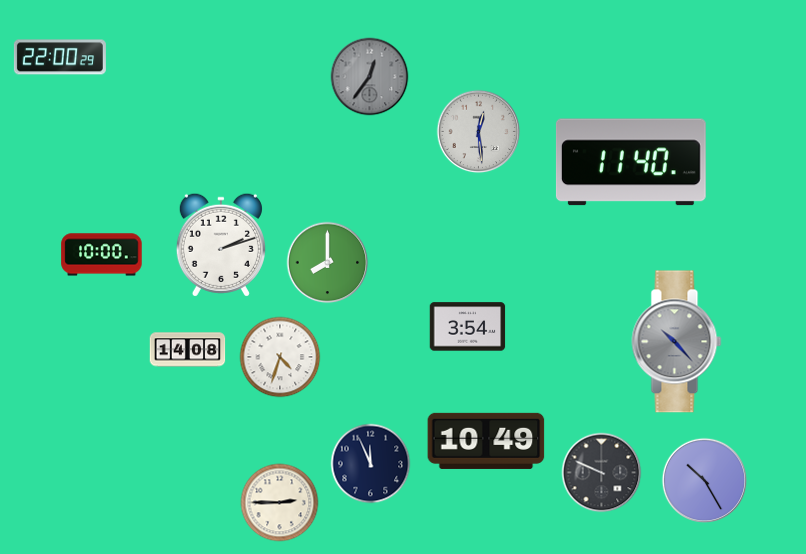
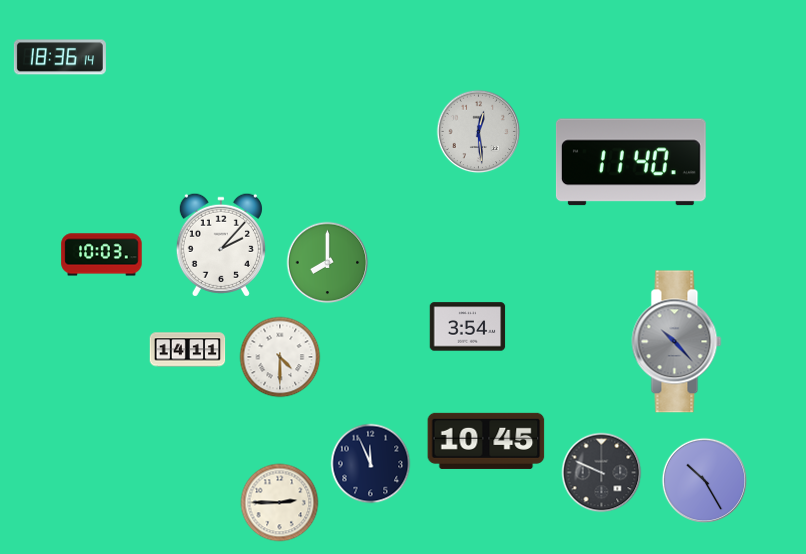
clock at (60, 57): 22:00 -> 18:36
clock at (370, 77): 12:36 -> none
clock at (221, 245): 2:12 -> 2:07
clock at (102, 255): 10:00 -> 10:03
clock at (188, 350): 14:08 -> 14:11
clock at (280, 357): 4:33 -> 4:30
clock at (486, 441): 10:49 -> 10:45
